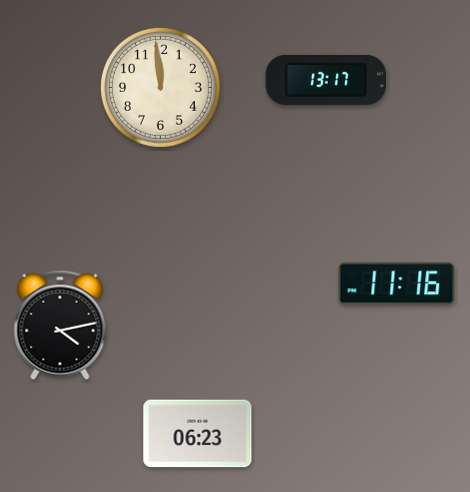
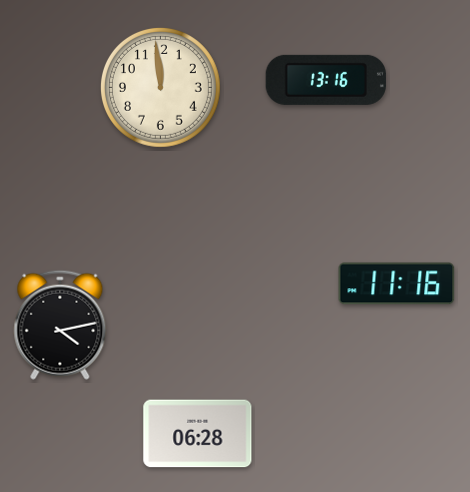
clock at (325, 80): 13:17 -> 13:16
clock at (198, 434): 06:23 -> 06:28
